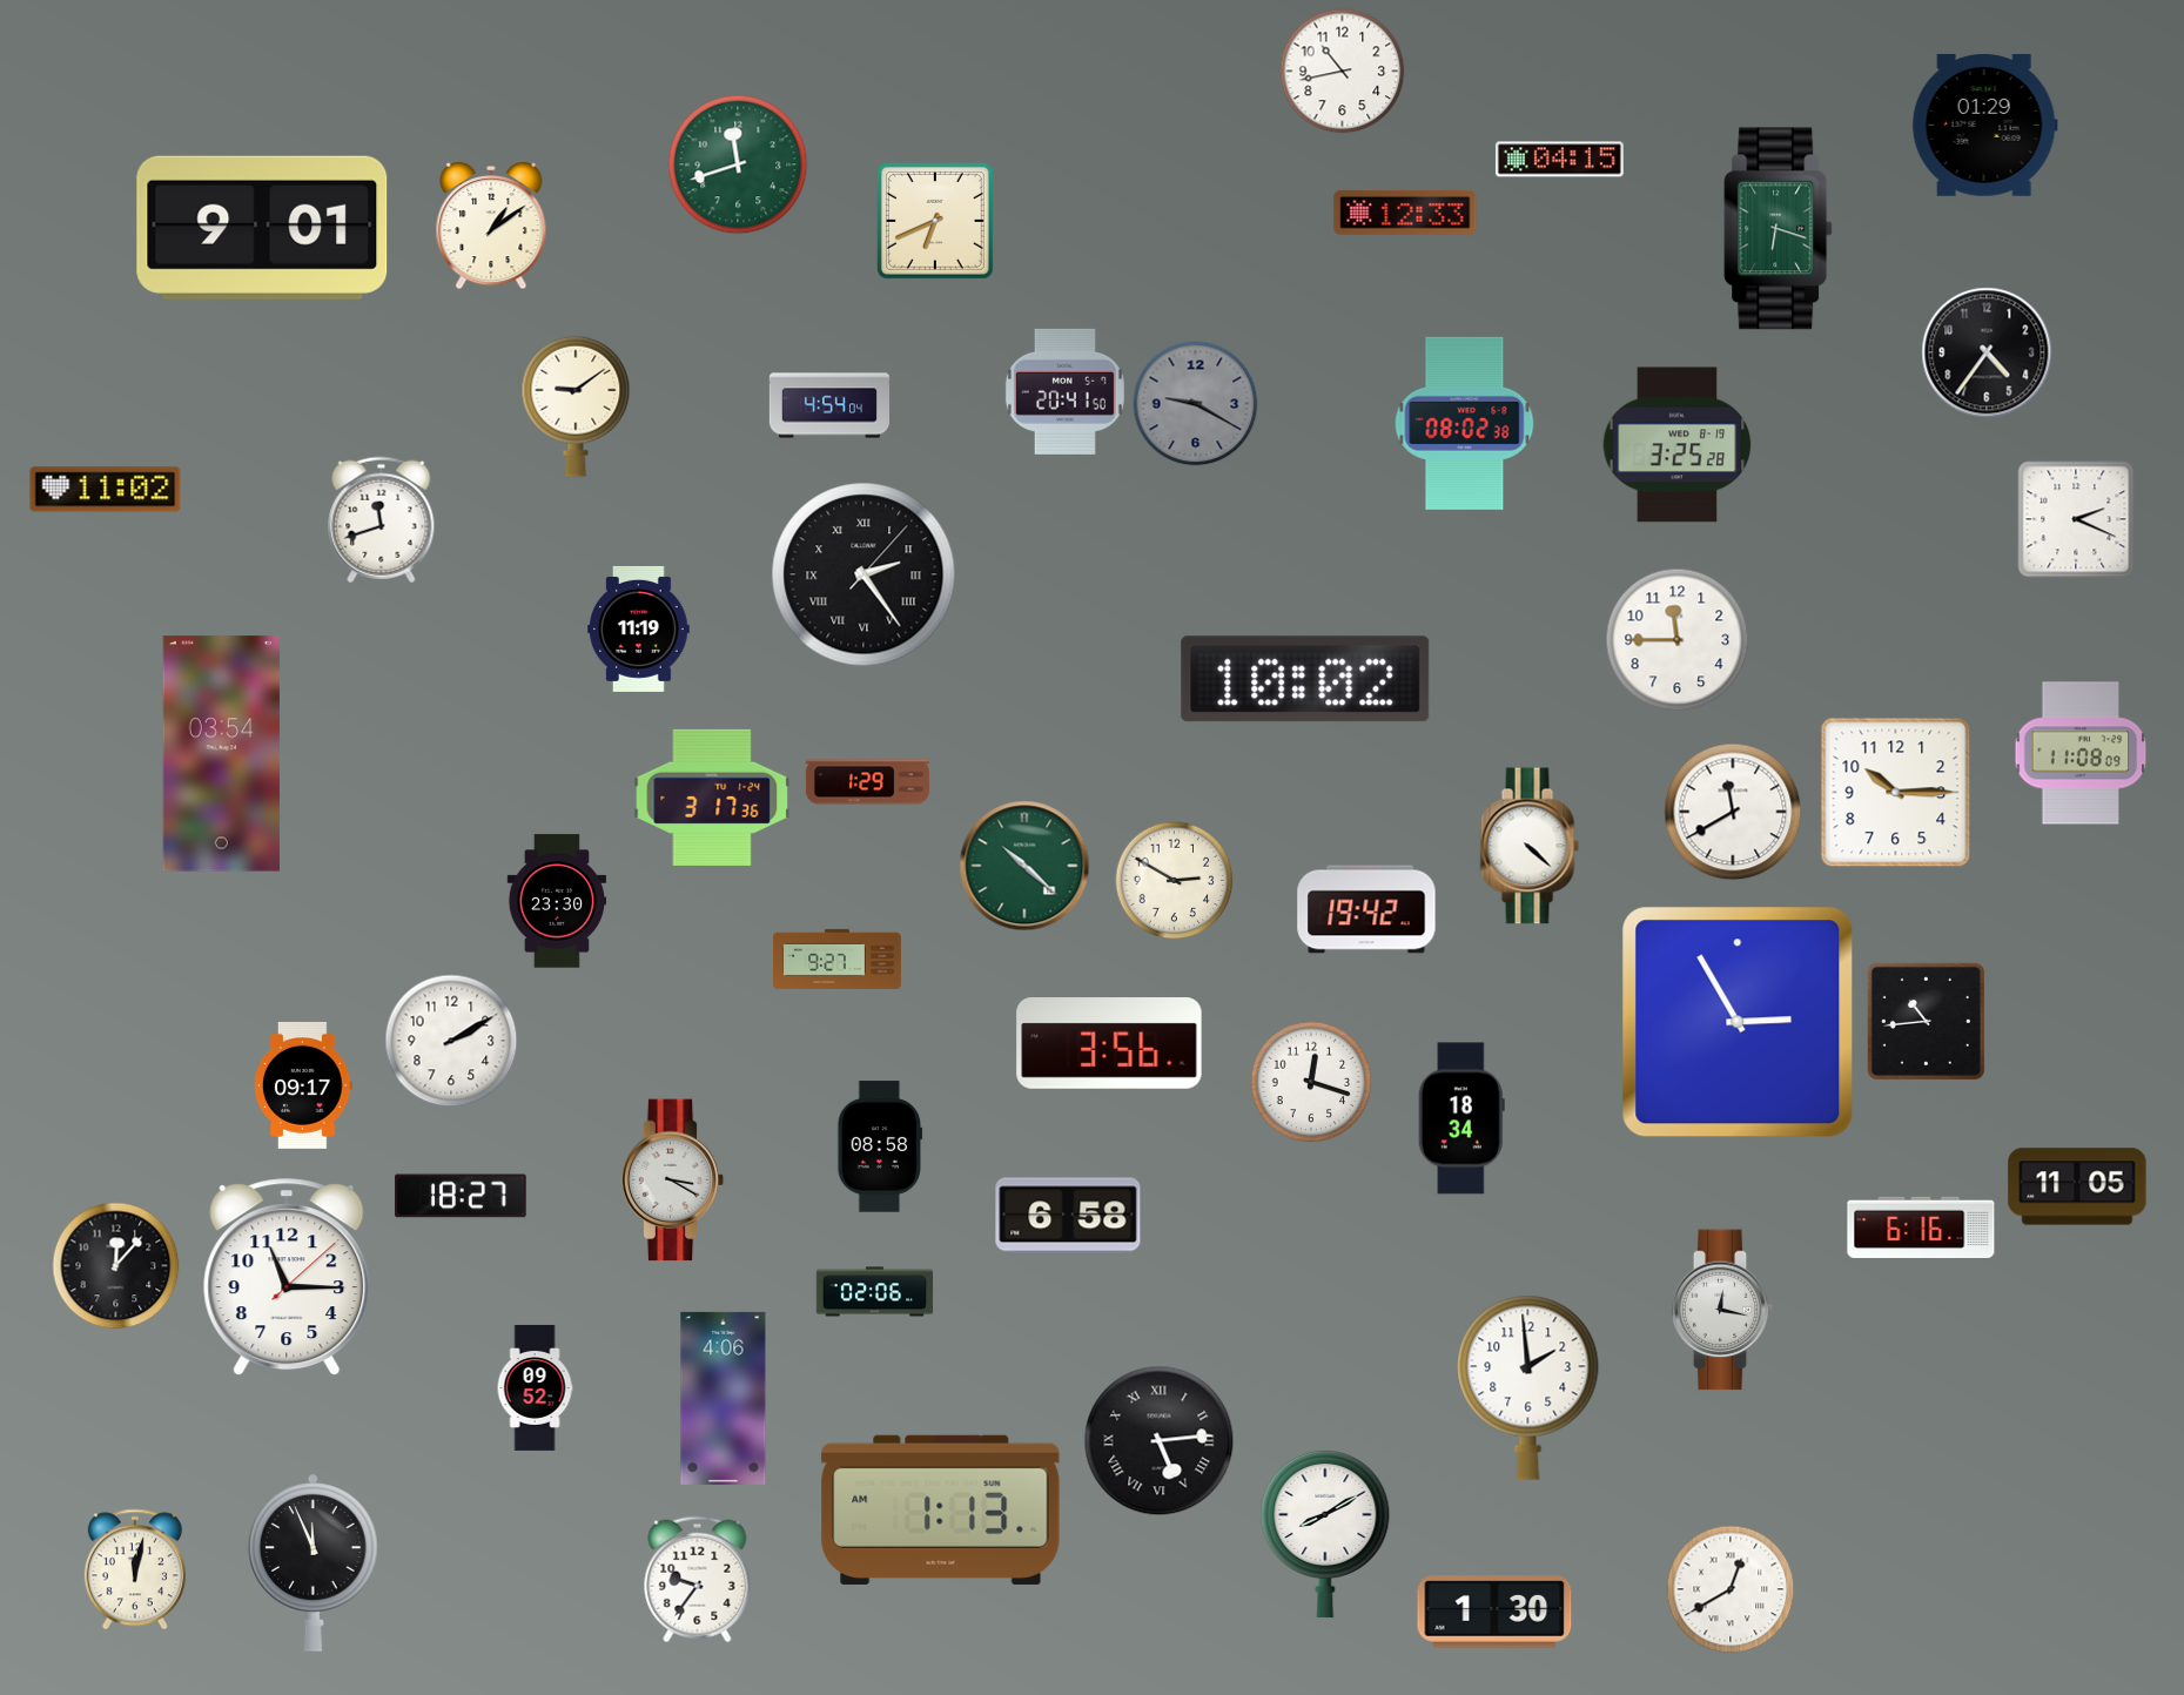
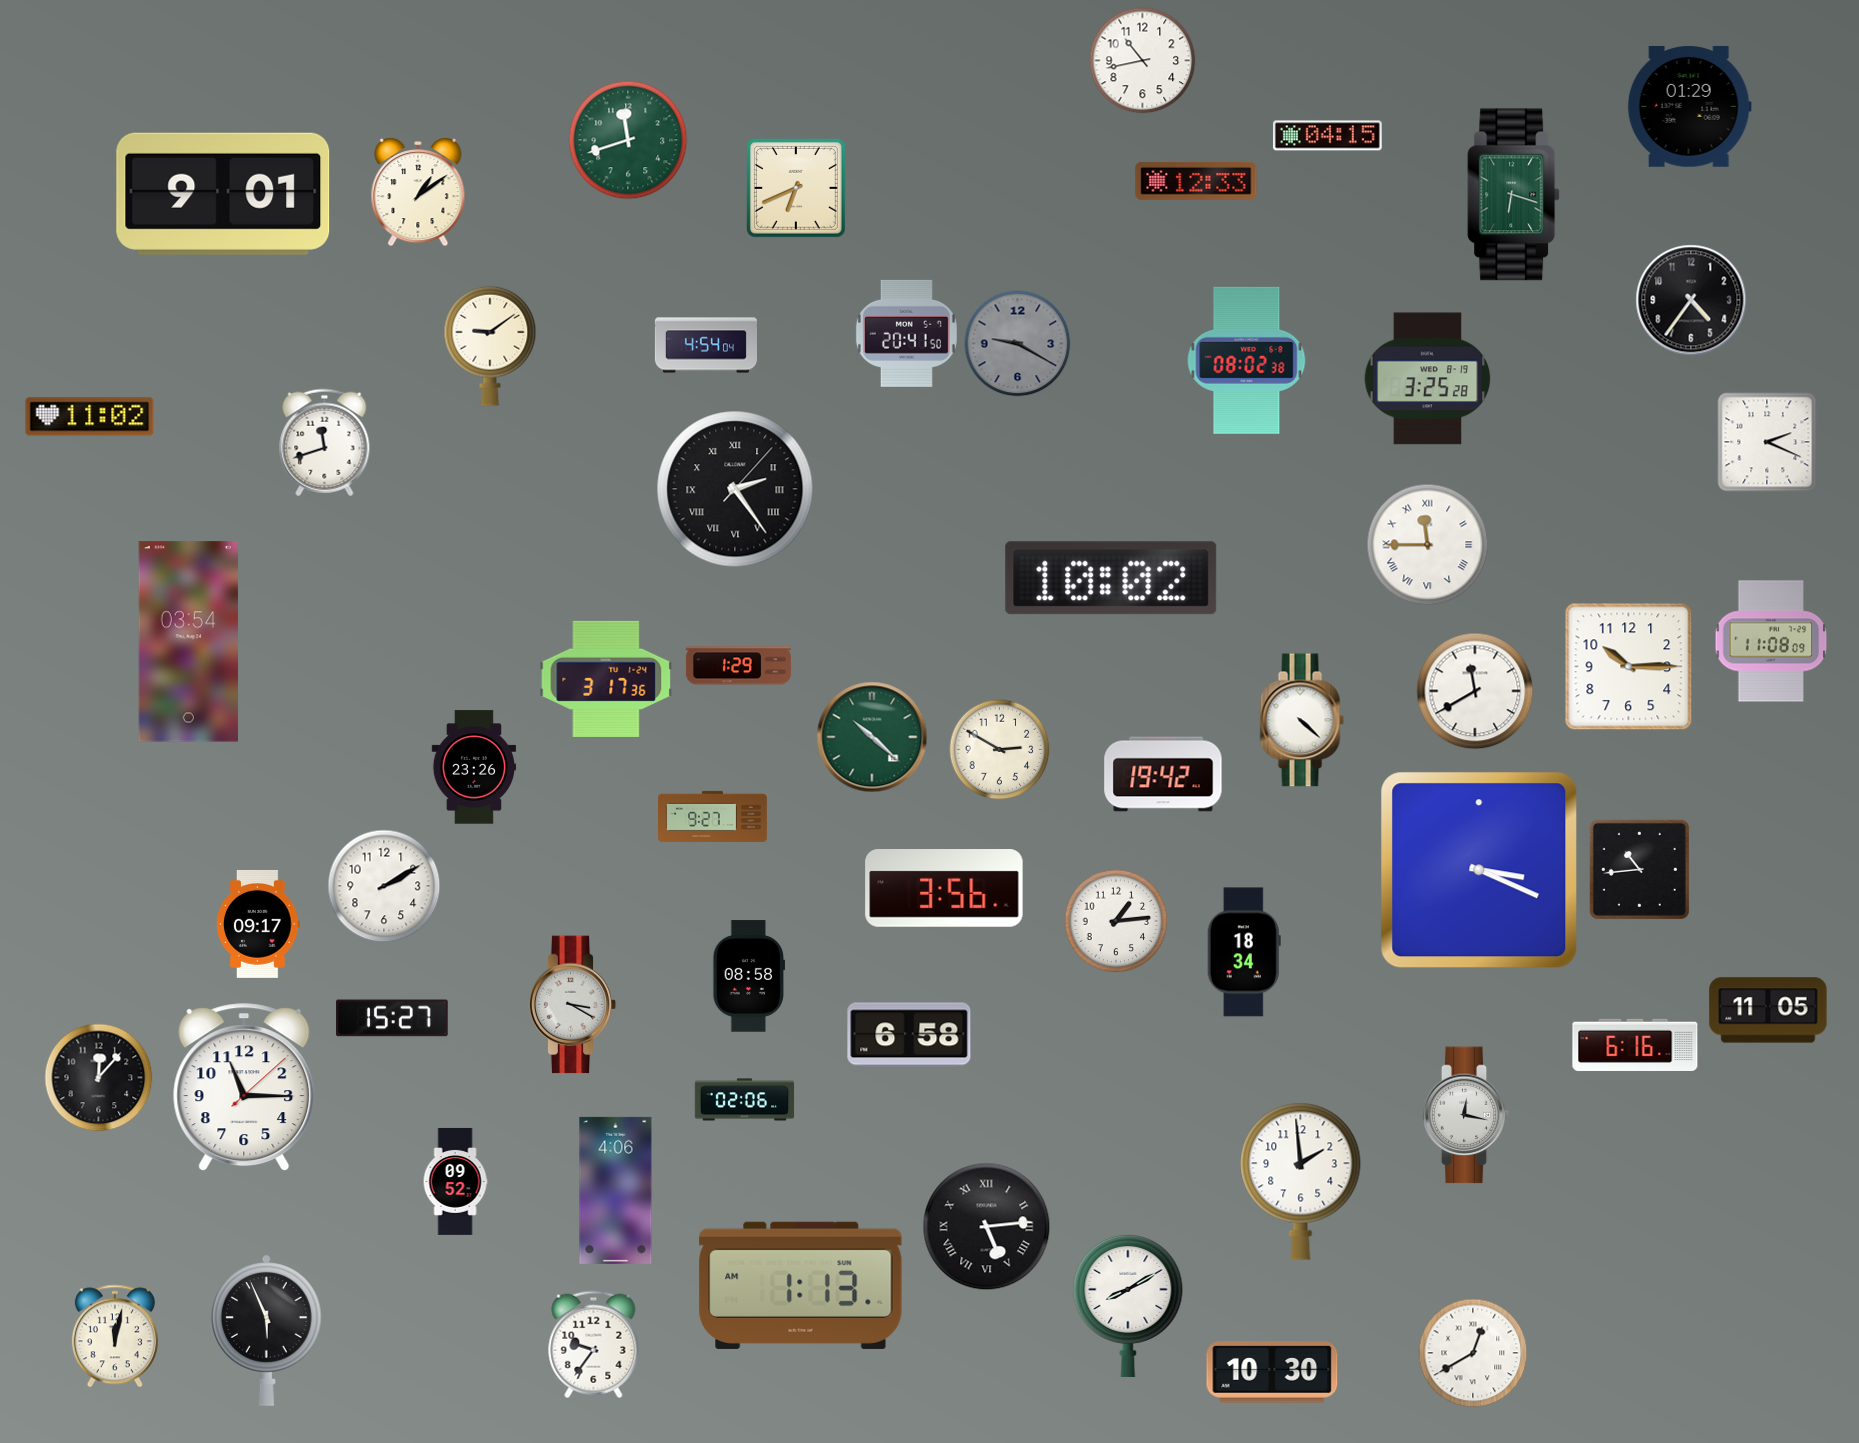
clock at (639, 628): 11:19 -> none
clock at (1678, 640) numerals: Arabic -> Roman
clock at (1896, 793) position: (1896, 793) -> (1629, 667)
clock at (557, 901): 23:30 -> 23:26
clock at (1738, 1022): 2:55 -> 3:19
clock at (1311, 1082): 12:18 -> 1:14
clock at (461, 1196): 18:27 -> 15:27
clock at (314, 1562): 11:56 -> 5:56
clock at (1494, 1612): 1:30 -> 10:30
